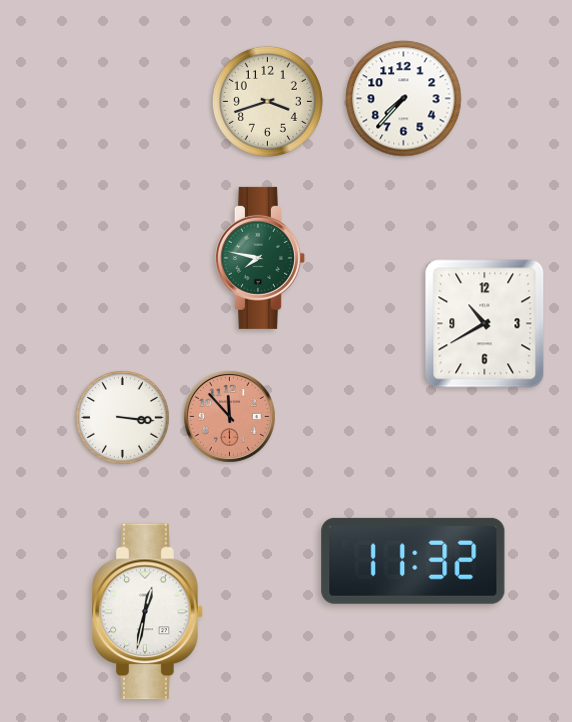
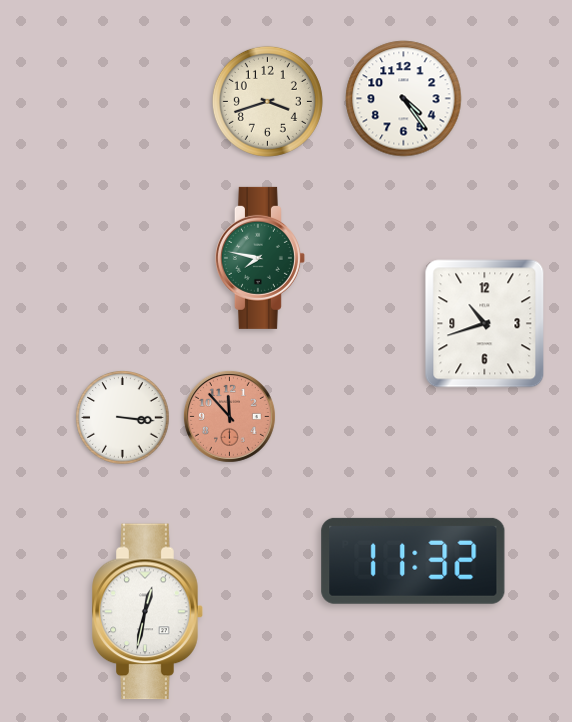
clock at (404, 99): 7:37 -> 4:24
clock at (485, 324): 10:40 -> 10:42
